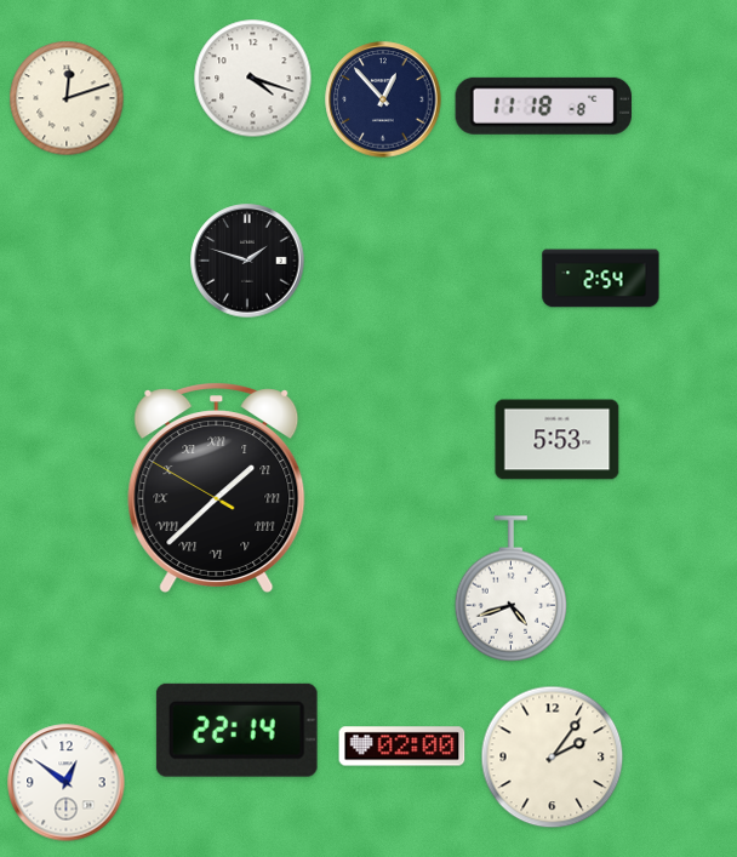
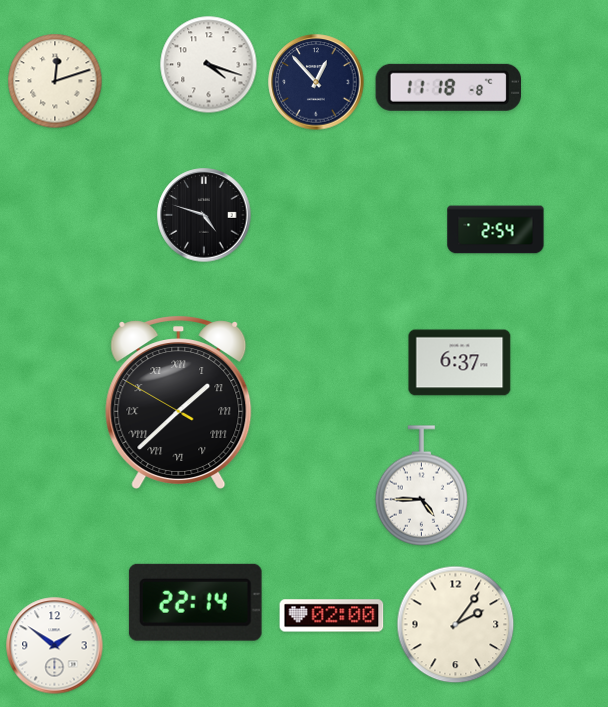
clock at (247, 261): 1:48 -> 4:48
clock at (558, 440): 5:53 -> 6:37
clock at (512, 589): 4:42 -> 4:45
clock at (67, 783): 12:51 -> 1:51
